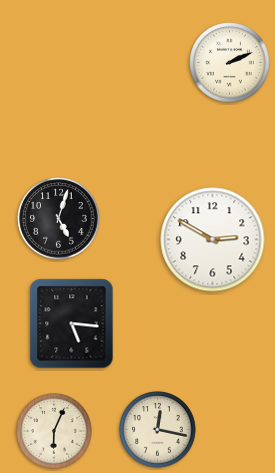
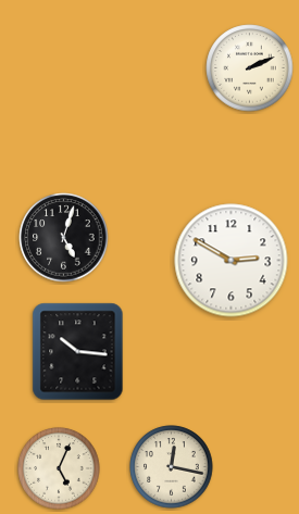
clock at (72, 324): 5:16 -> 10:16
clock at (54, 431): 6:04 -> 5:04
